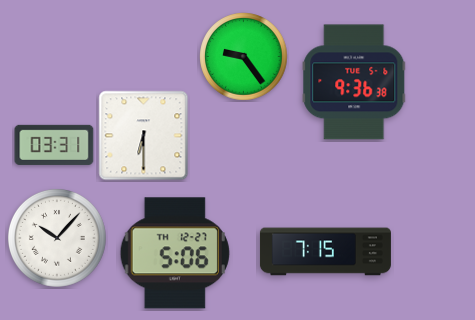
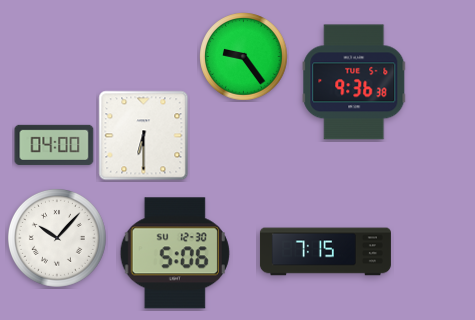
clock at (54, 145): 03:31 -> 04:00
clock at (175, 253) date: TH 12-27 -> SU 12-30
